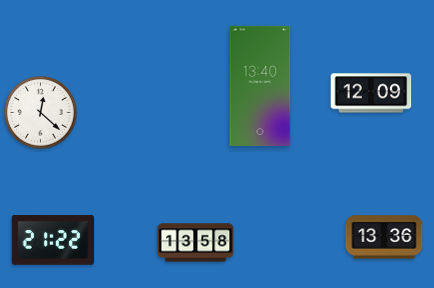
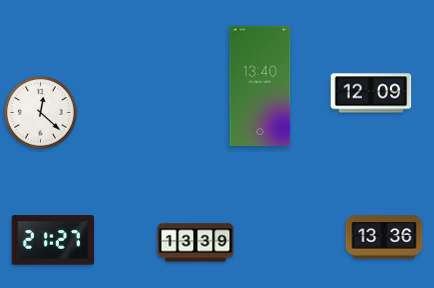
clock at (52, 240): 21:22 -> 21:27
clock at (196, 243): 13:58 -> 13:39
